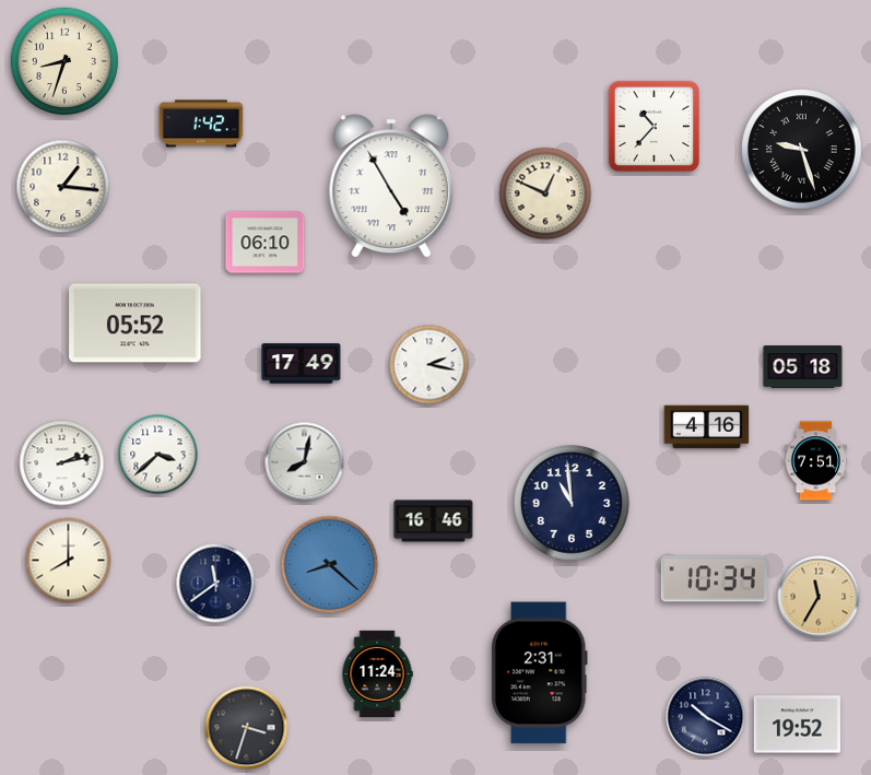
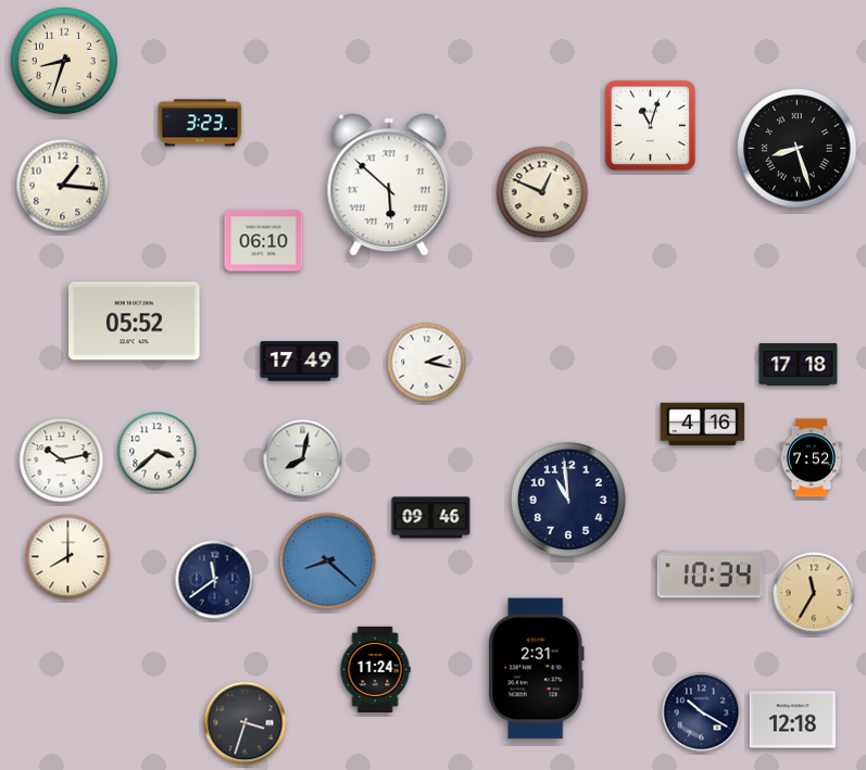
clock at (201, 124): 1:42 -> 3:23
clock at (654, 126): 10:37 -> 11:03
clock at (802, 150): 9:27 -> 8:27
clock at (391, 186): 4:55 -> 5:52
clock at (803, 367): 05:18 -> 17:18
clock at (816, 461): 7:51 -> 7:52
clock at (62, 463): 2:13 -> 10:13
clock at (434, 521): 16:46 -> 09:46
clock at (797, 725): 19:52 -> 12:18
